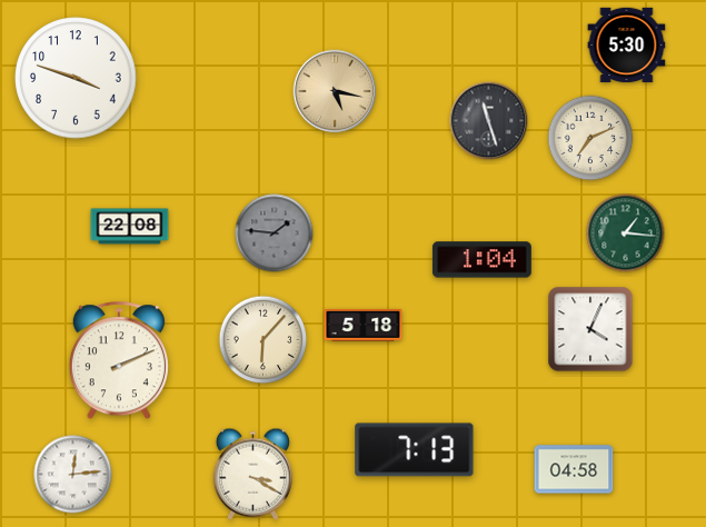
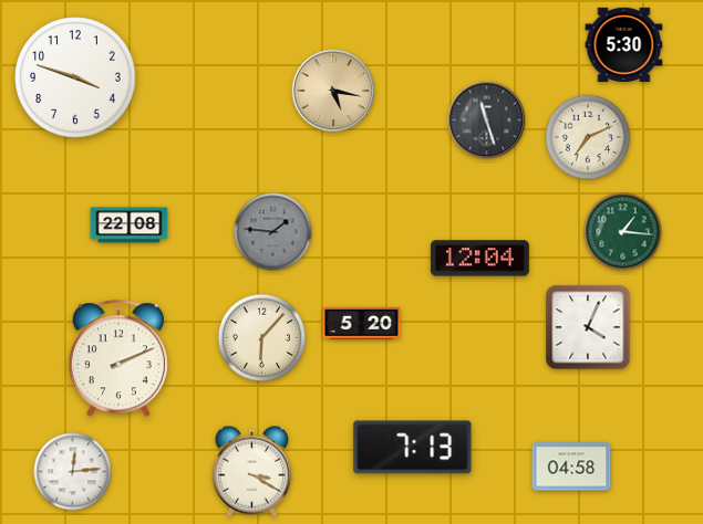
clock at (481, 260): 1:04 -> 12:04
clock at (364, 325): 5:18 -> 5:20
